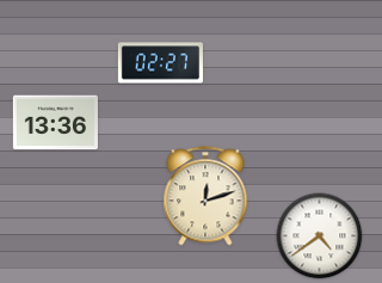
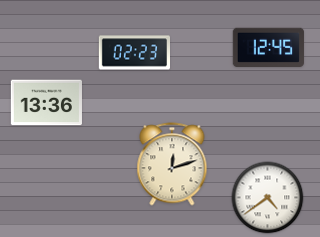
clock at (268, 47): none -> 12:45
clock at (160, 63): 02:27 -> 02:23
